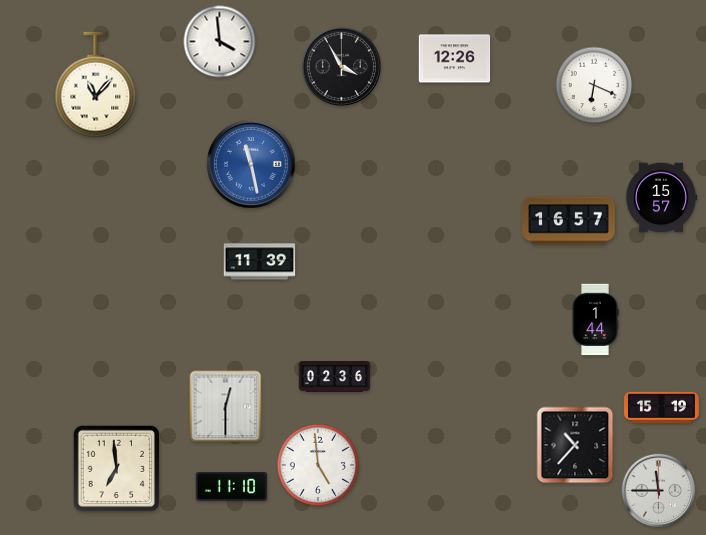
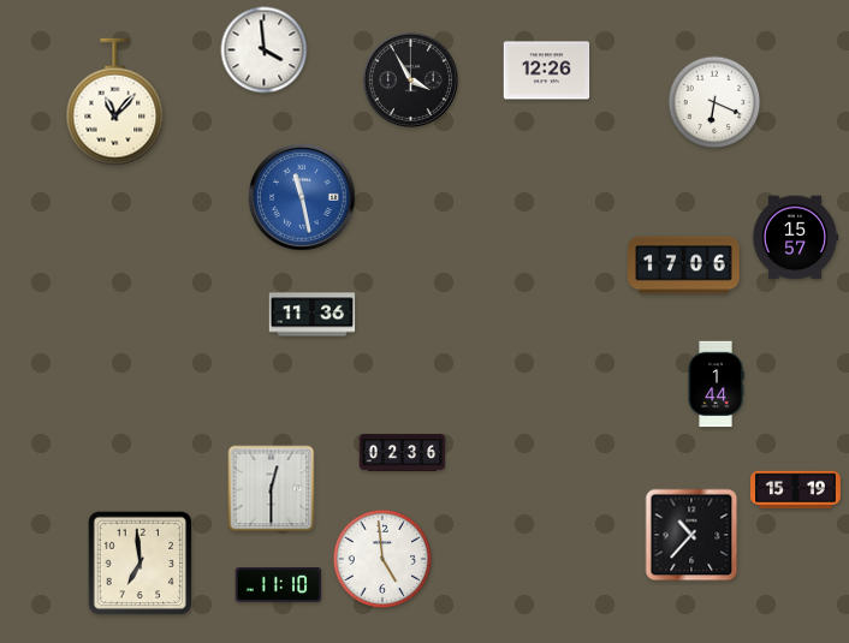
clock at (569, 221): 16:57 -> 17:06
clock at (260, 262): 11:39 -> 11:36
clock at (659, 491): 11:45 -> none
